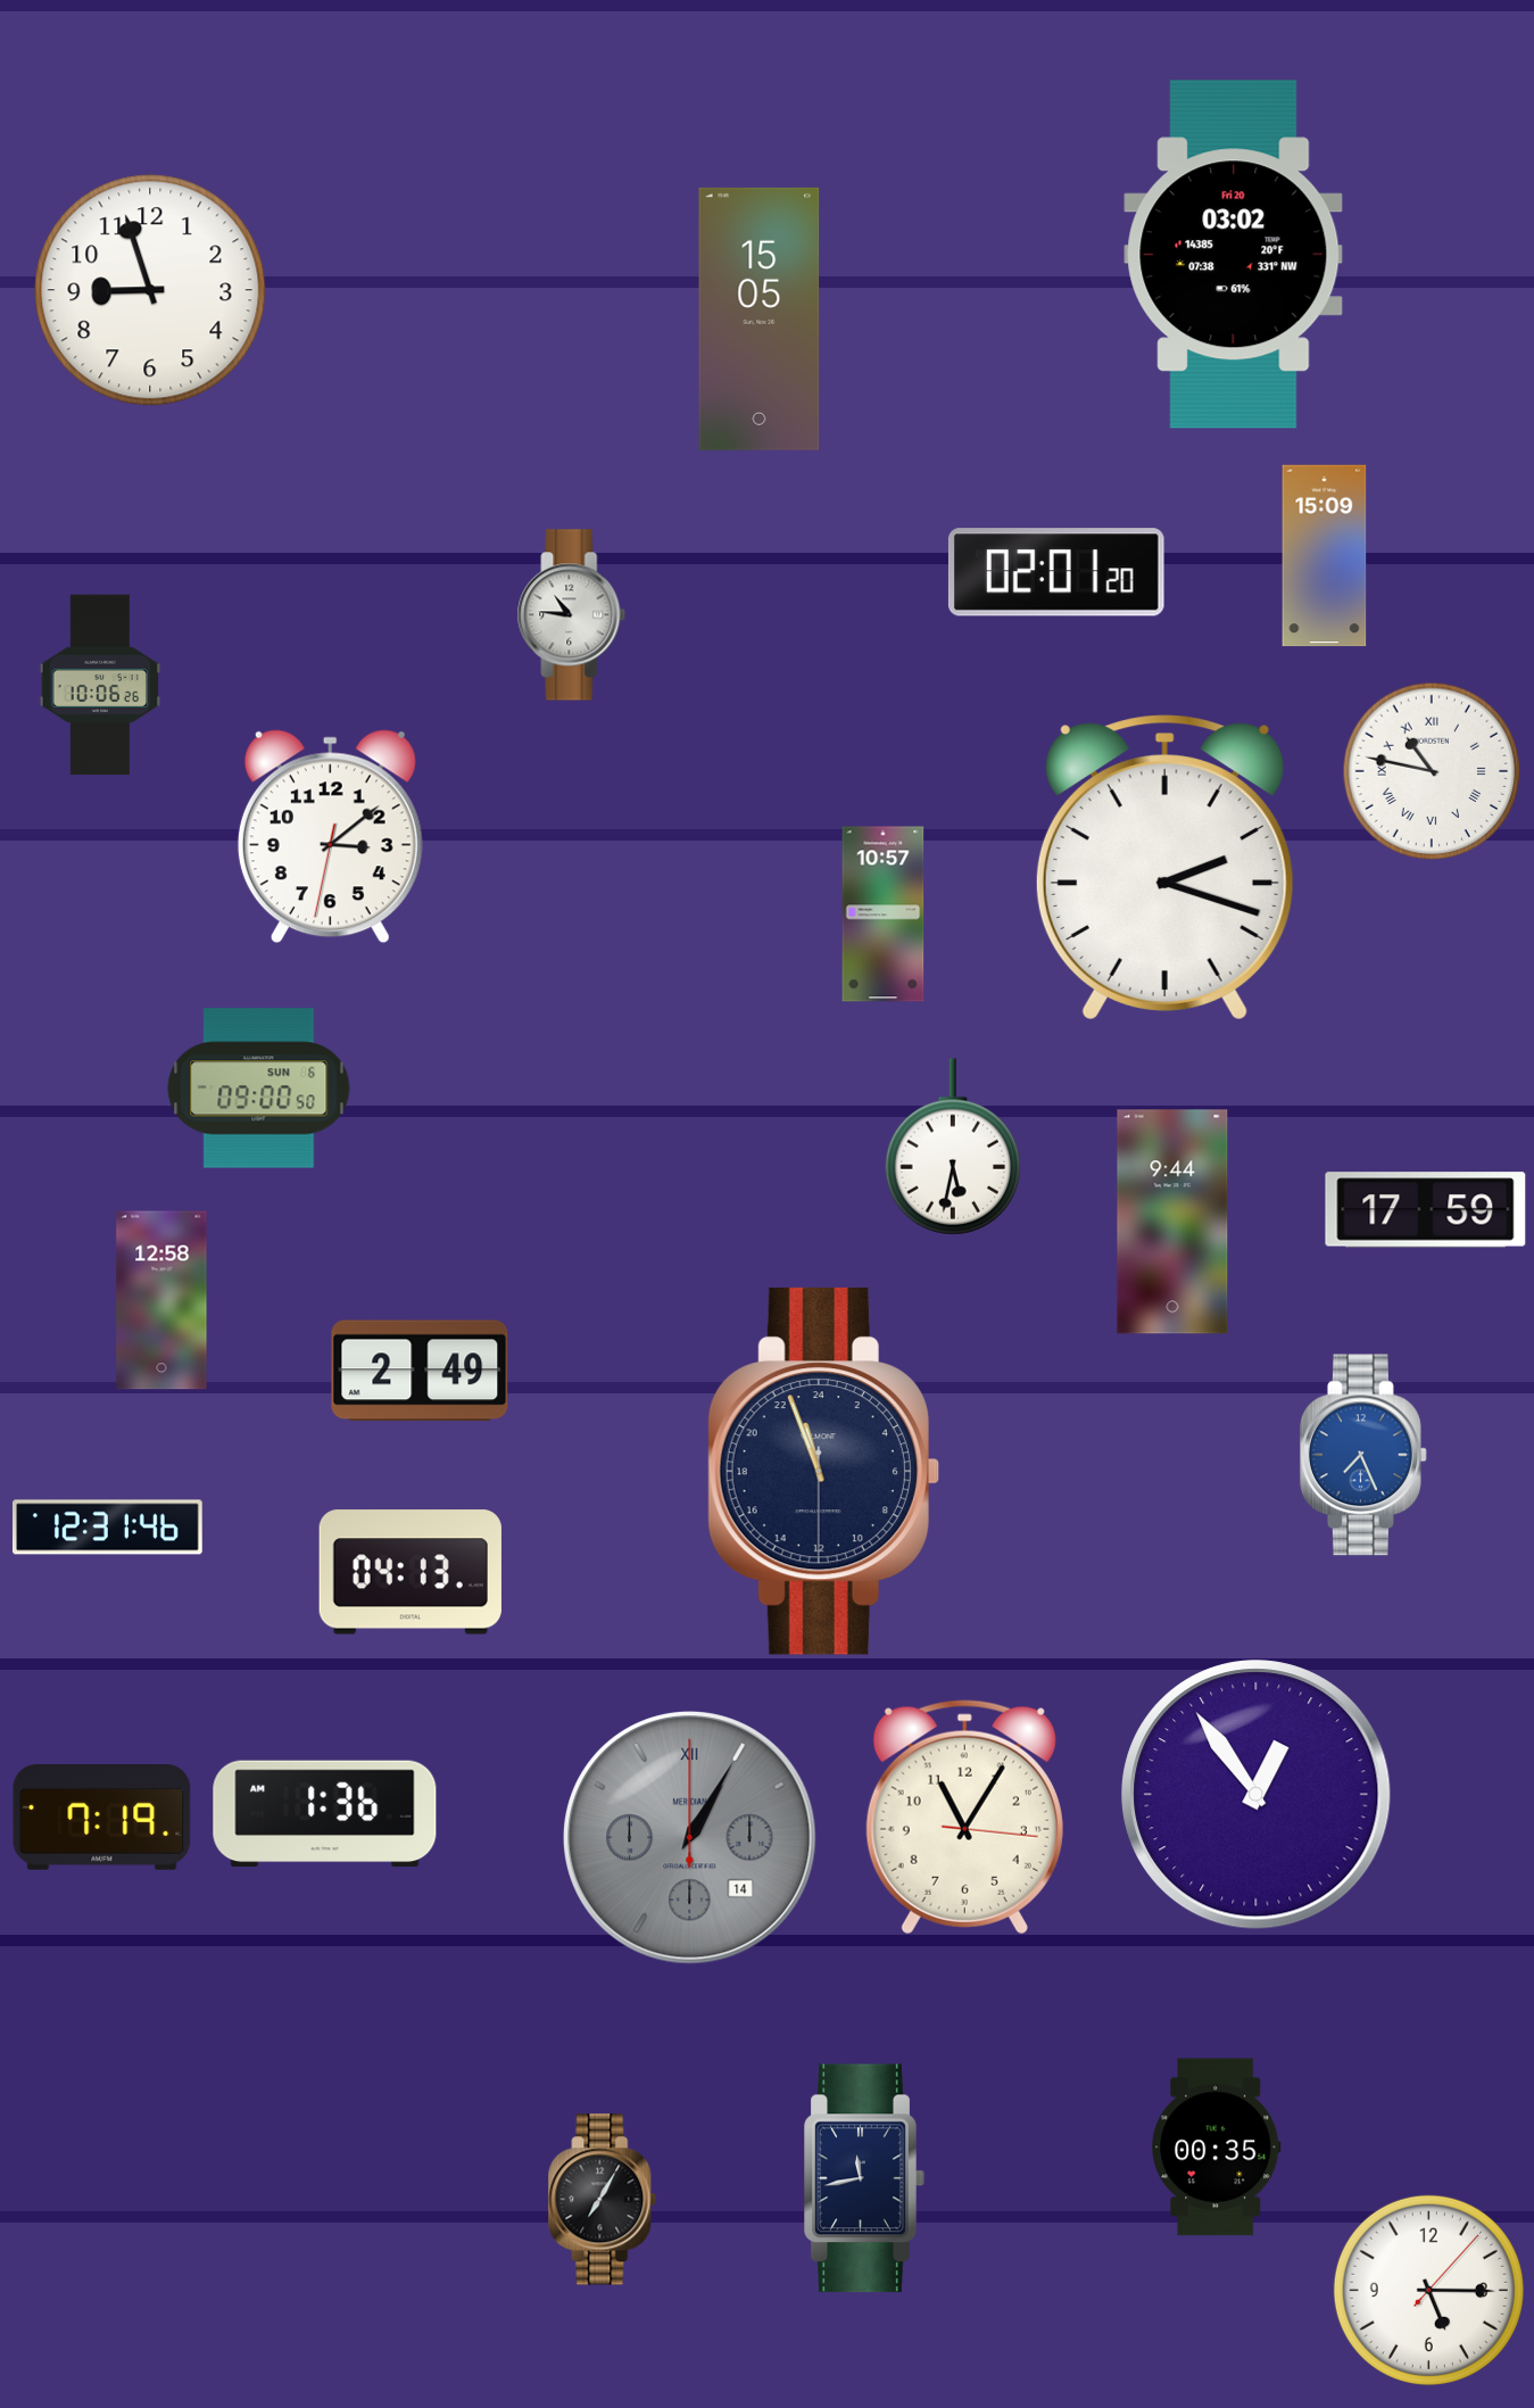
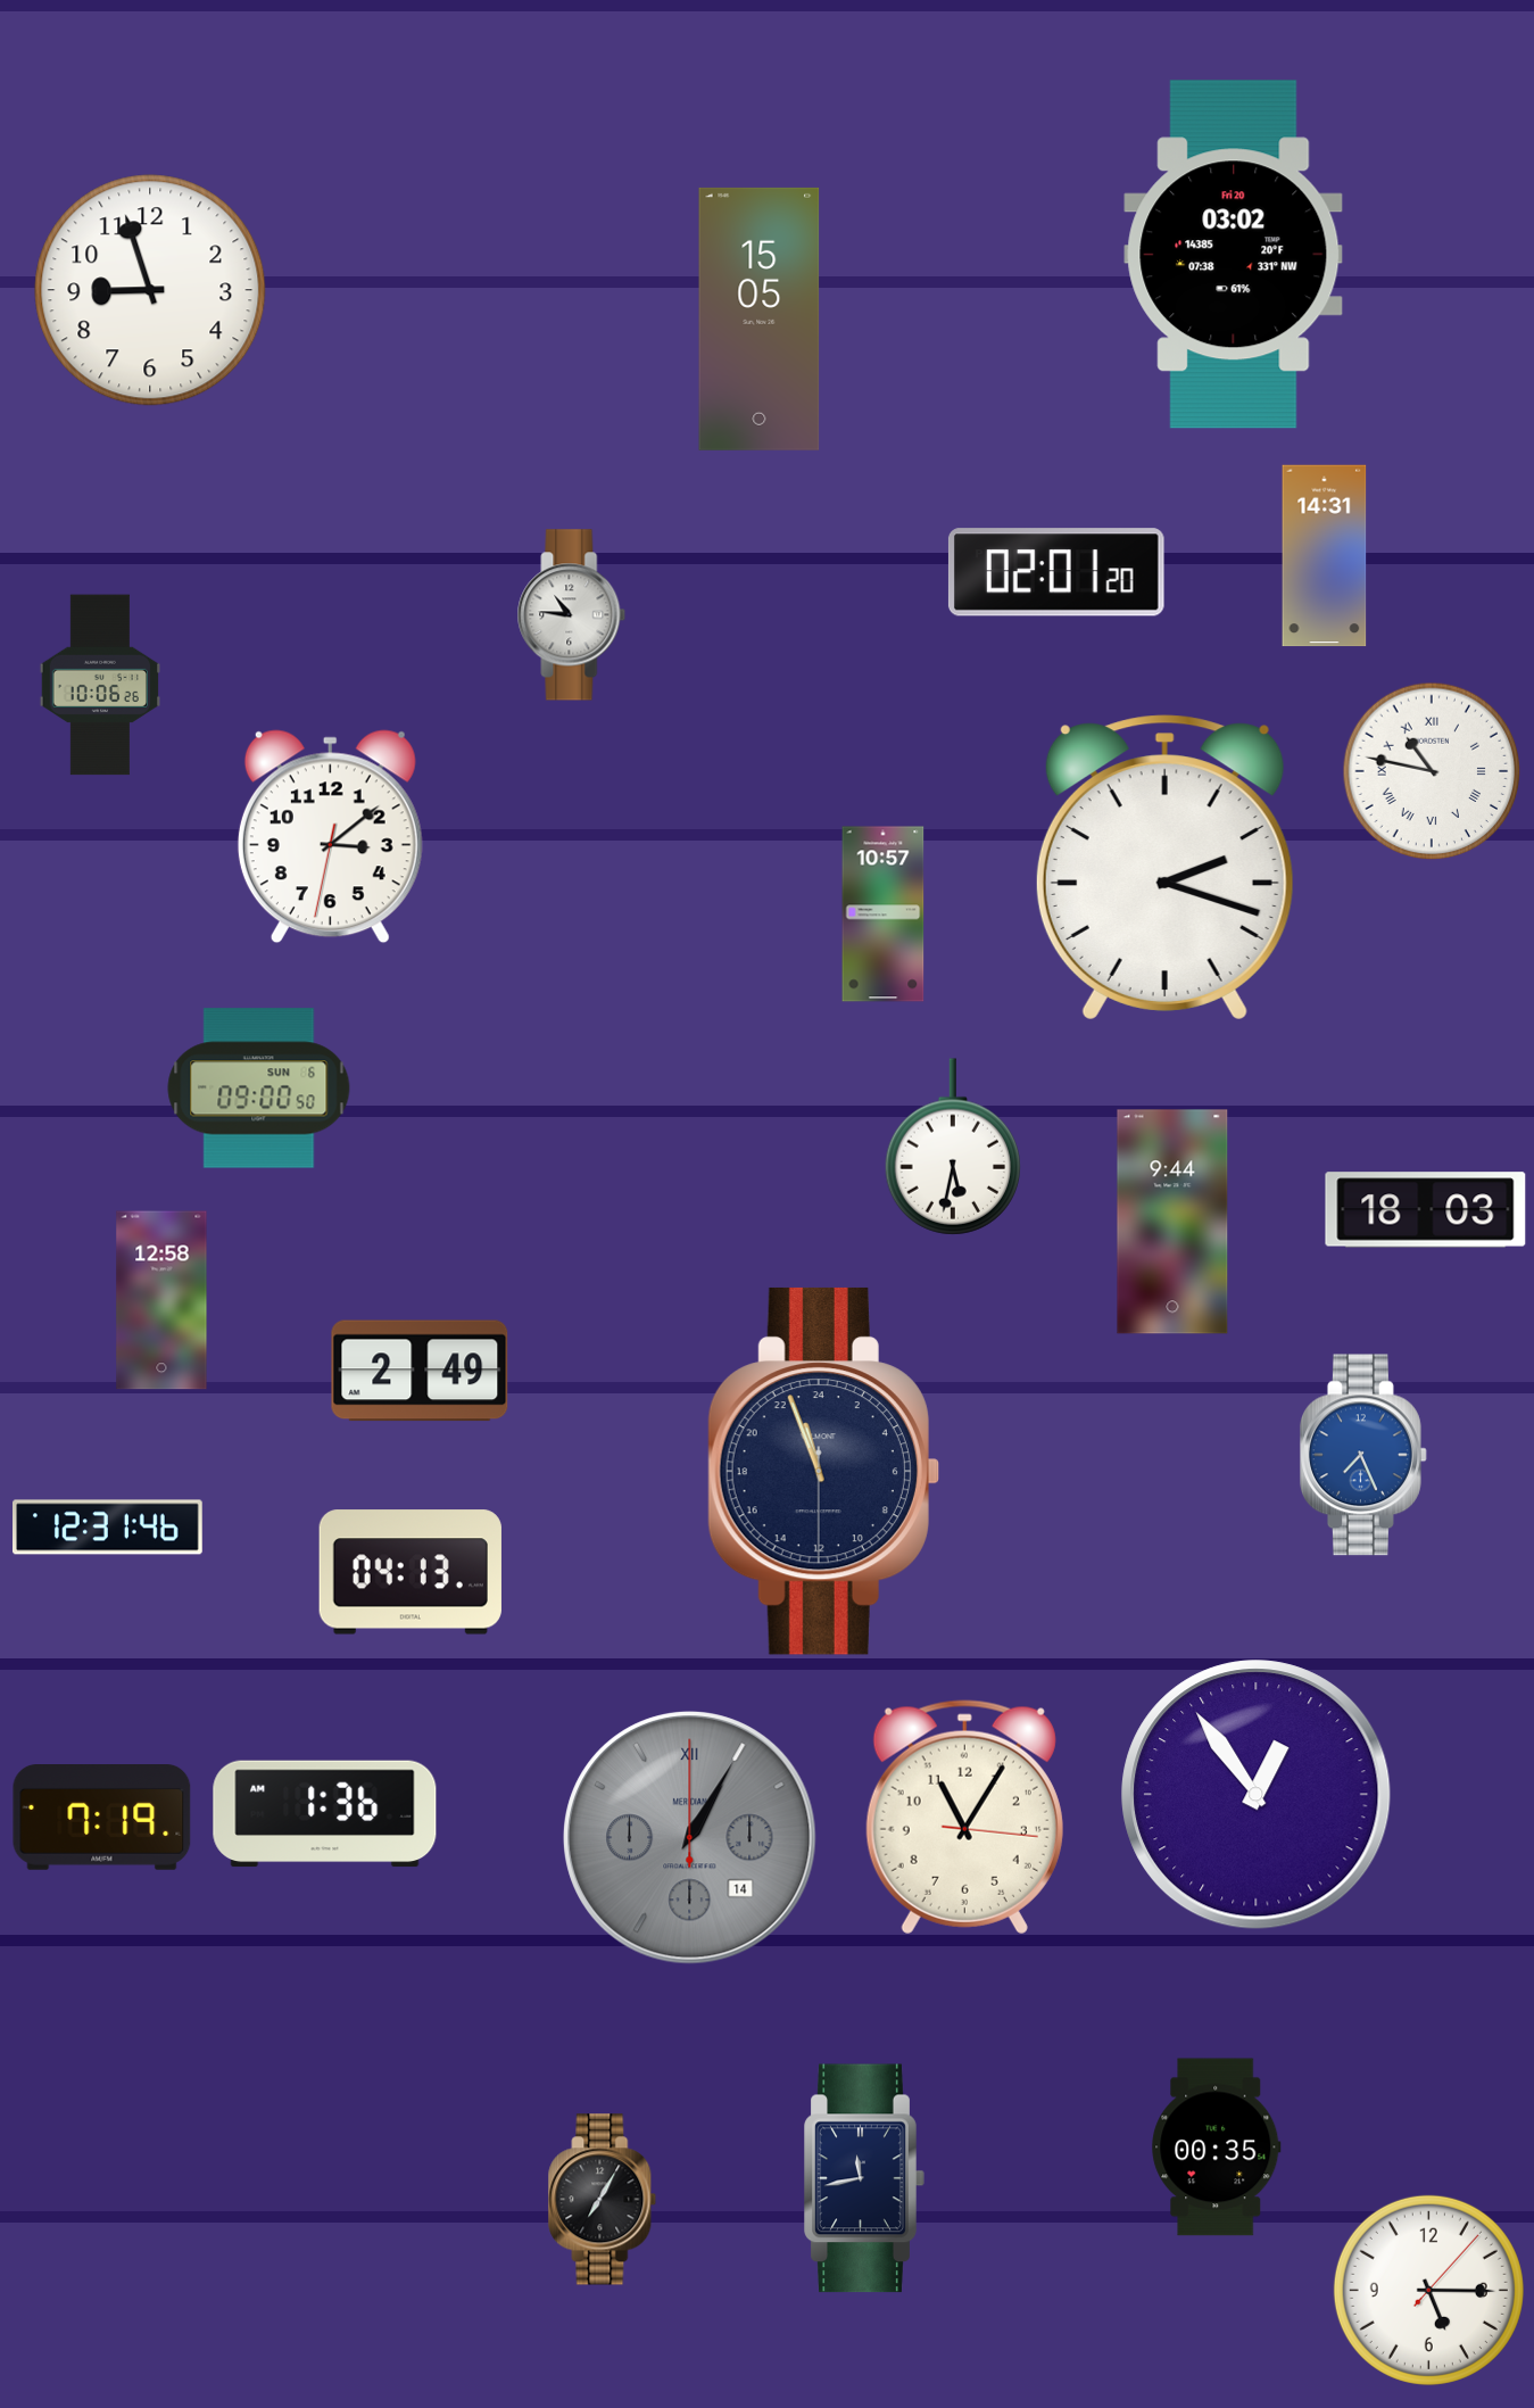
clock at (1325, 556): 15:09 -> 14:31
clock at (1426, 1210): 17:59 -> 18:03
